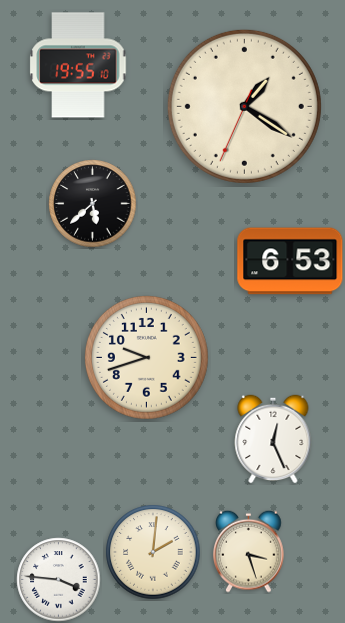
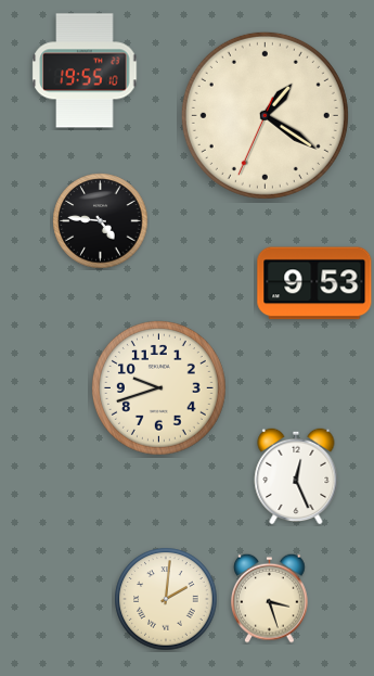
clock at (93, 204): 5:38 -> 4:46
clock at (290, 261): 6:53 -> 9:53
clock at (59, 580): 3:46 -> none
